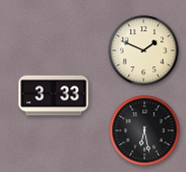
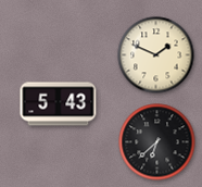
clock at (54, 96): 3:33 -> 5:43
clock at (145, 131): 6:28 -> 6:38
